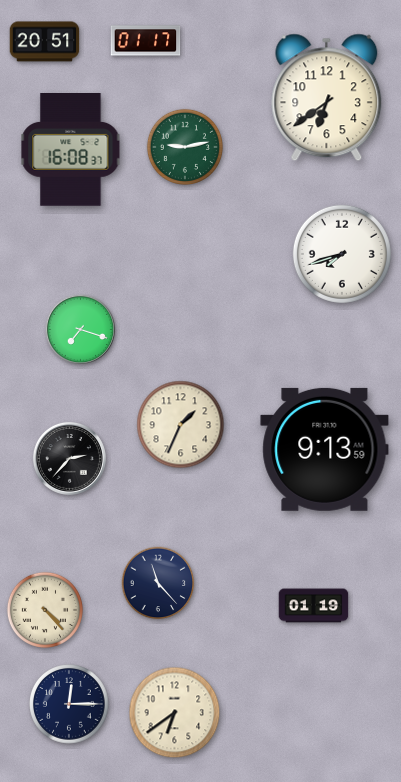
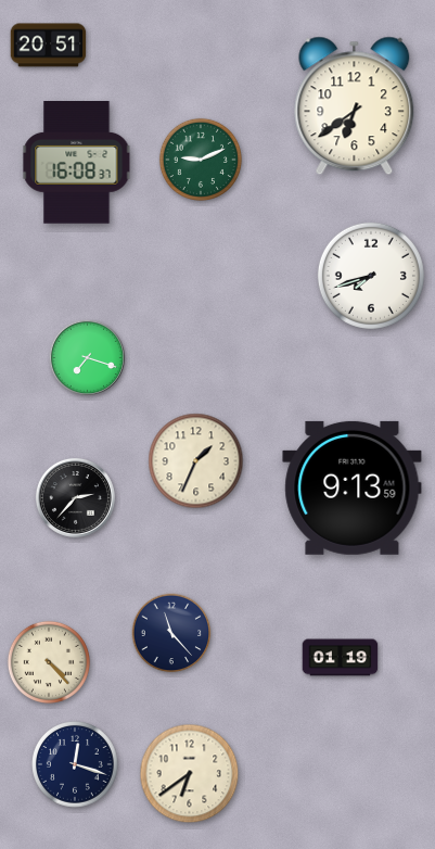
clock at (146, 41): 01:17 -> none
clock at (185, 147): 9:13 -> 9:11
clock at (69, 704): 12:15 -> 12:18
